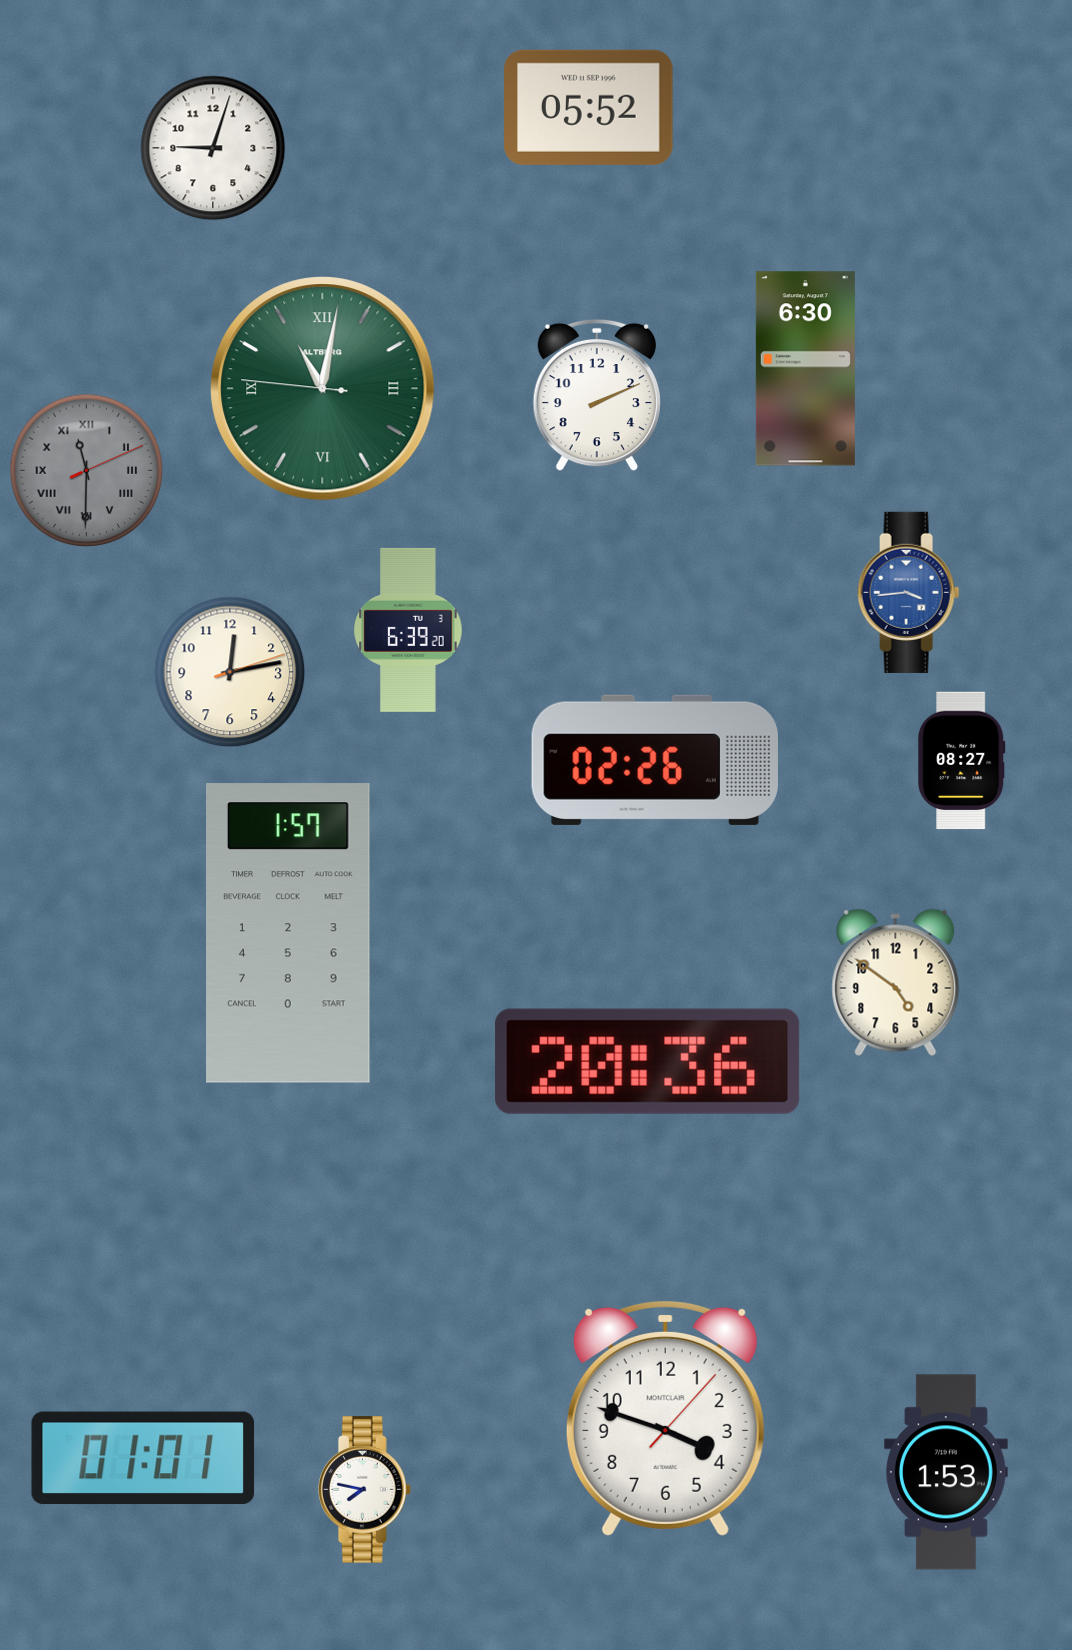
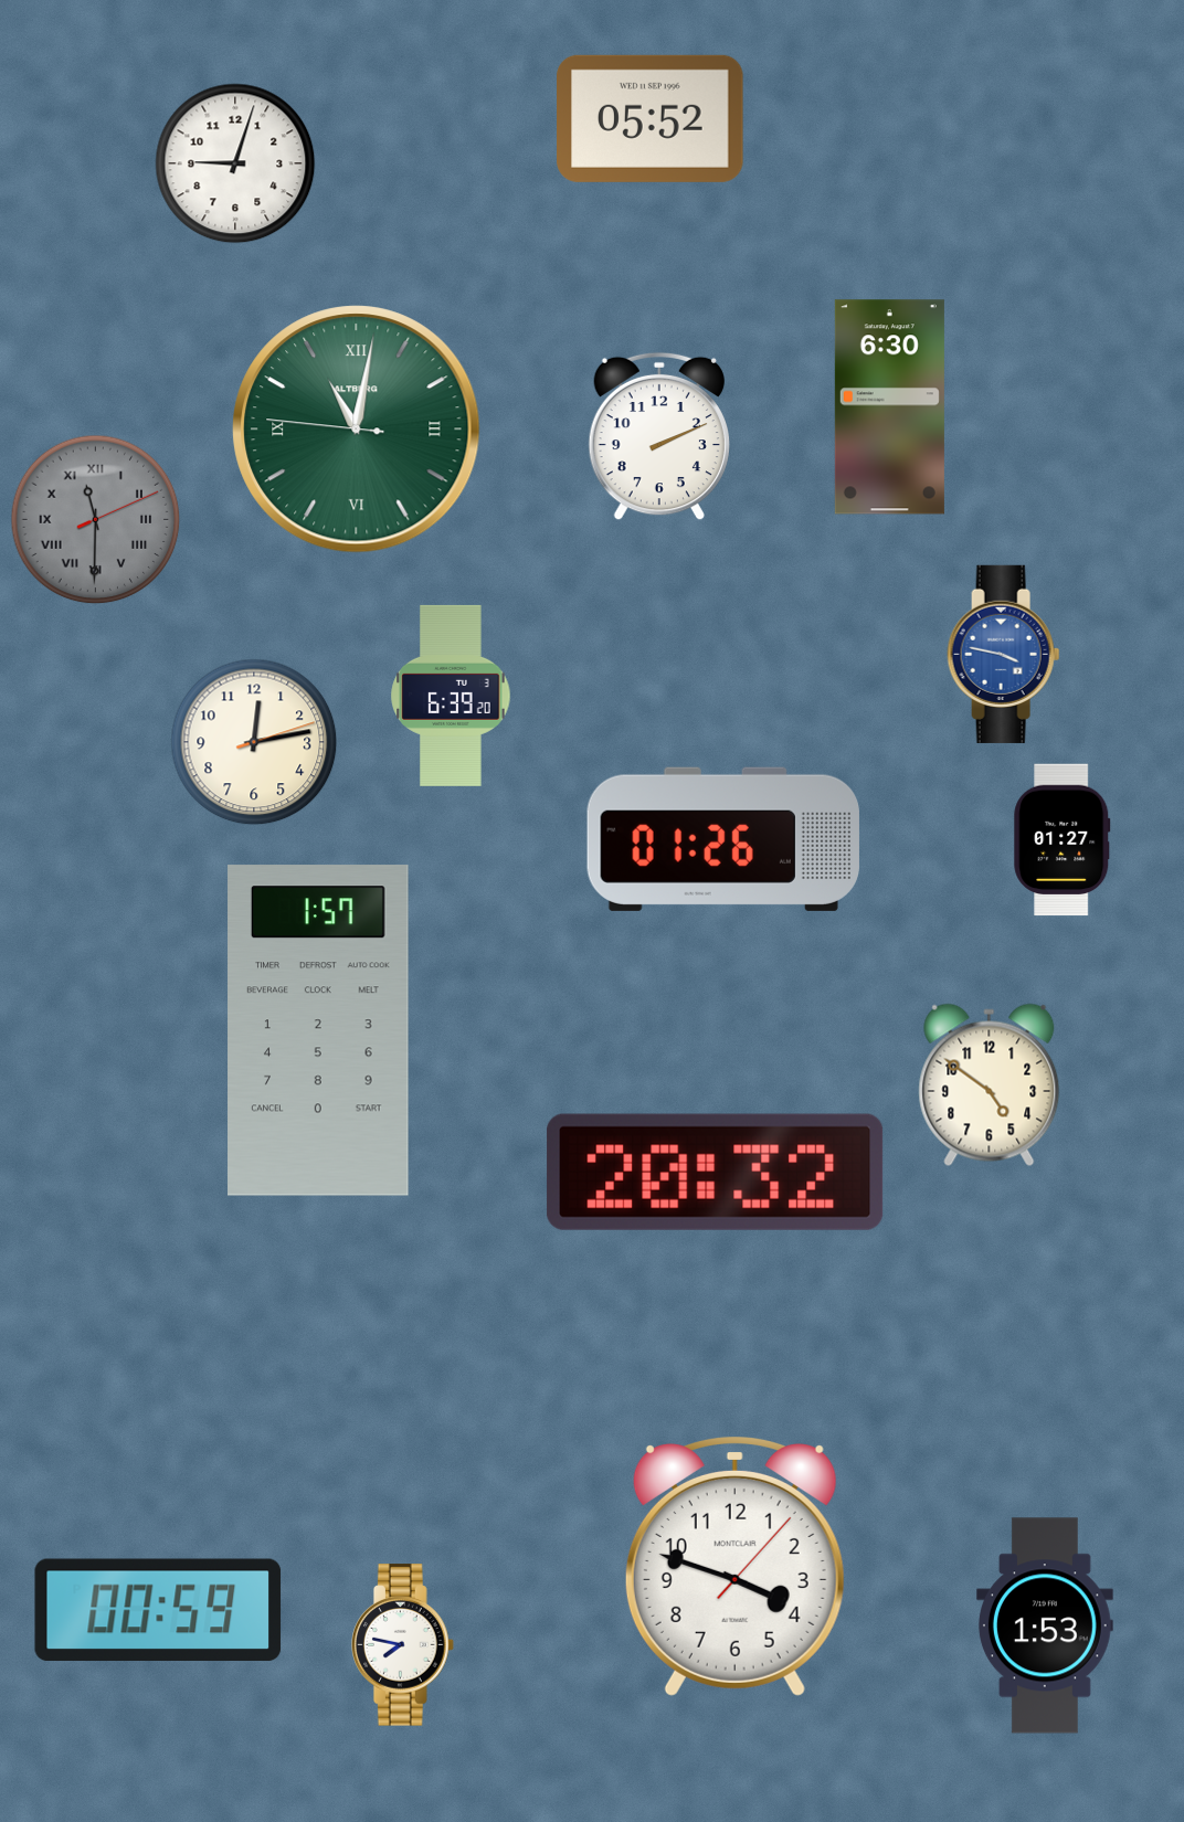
clock at (909, 592): 3:44 -> 3:47
clock at (655, 760): 02:26 -> 01:26
clock at (962, 761): 08:27 -> 01:27
clock at (648, 1061): 20:36 -> 20:32
clock at (143, 1458): 01:01 -> 00:59
